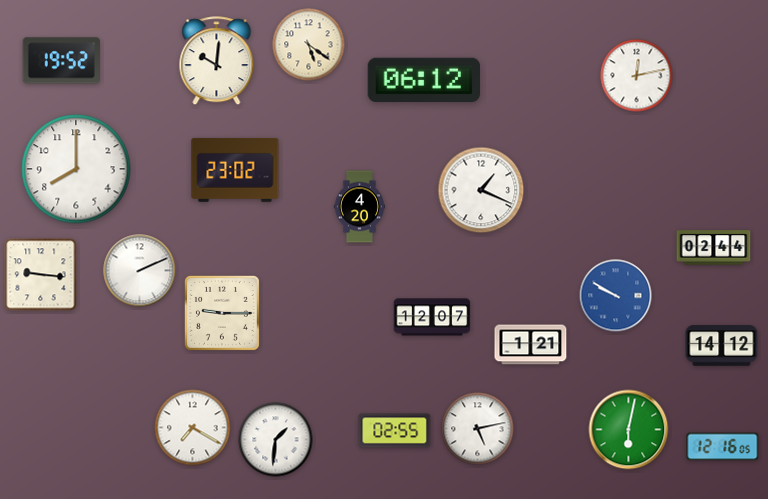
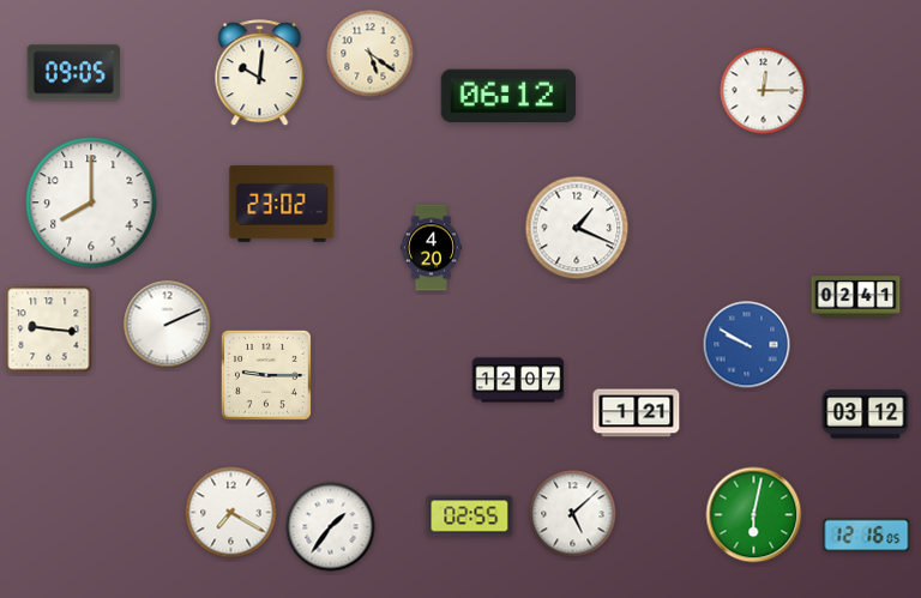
clock at (61, 61): 19:52 -> 09:05
clock at (637, 76): 12:13 -> 12:15
clock at (714, 248): 02:44 -> 02:41
clock at (616, 296) position: (616, 296) -> (747, 345)
clock at (722, 346): 14:12 -> 03:12
clock at (478, 429): 5:13 -> 5:08
clock at (395, 431) position: (395, 431) -> (470, 517)
clock at (276, 440): 1:31 -> 1:36
